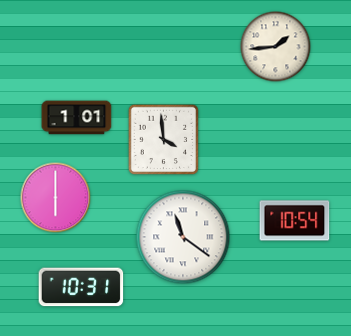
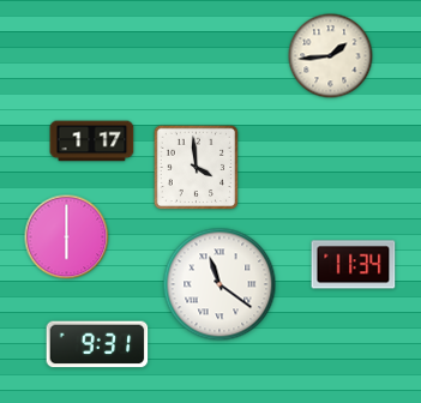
clock at (77, 118): 1:01 -> 1:17
clock at (295, 221): 10:54 -> 11:34
clock at (81, 287): 10:31 -> 9:31
